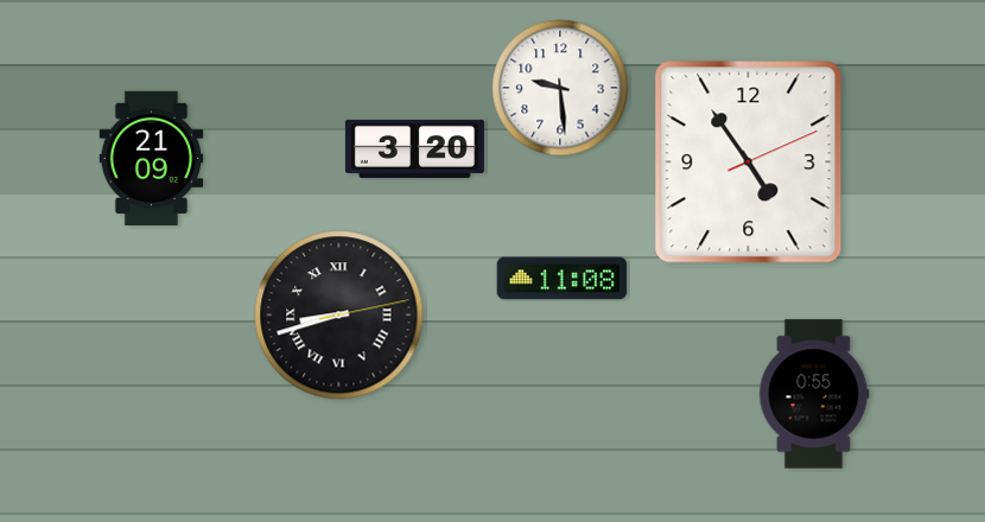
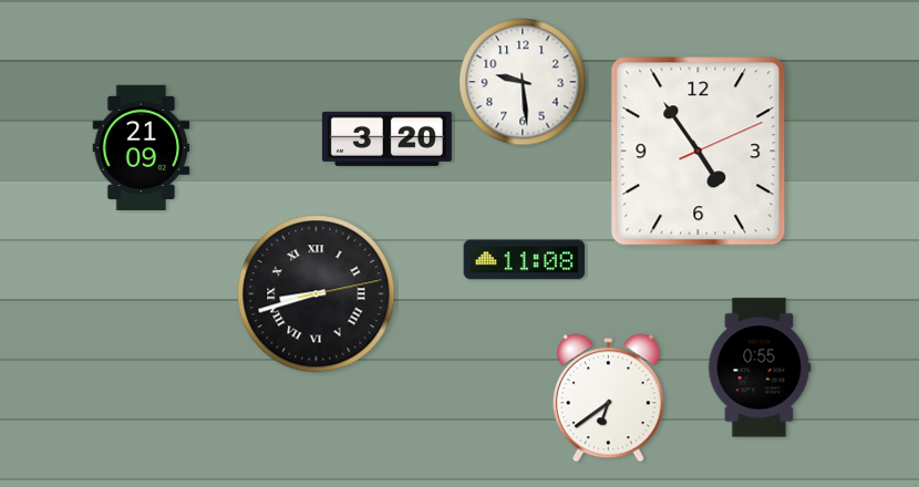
clock at (608, 398): none -> 6:39
